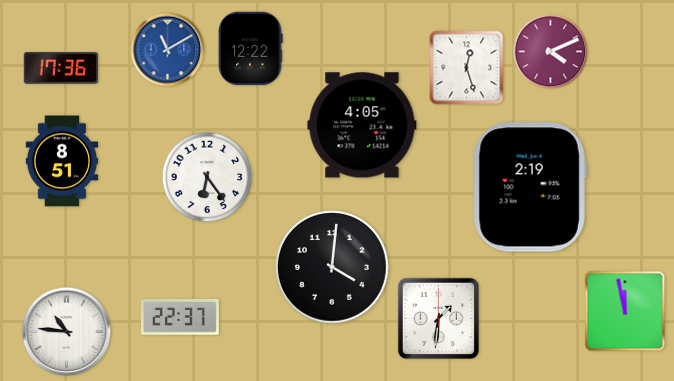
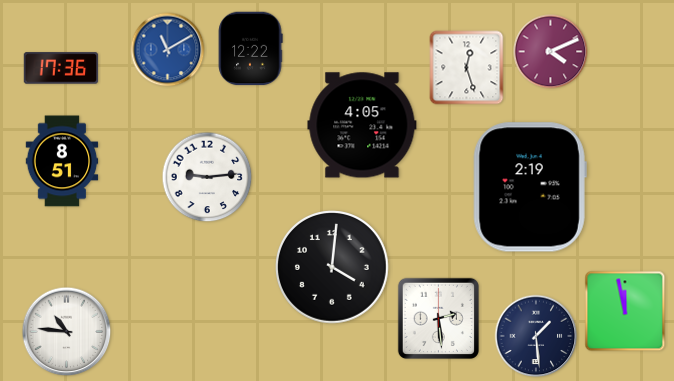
clock at (207, 177): 6:24 -> 9:14
clock at (180, 317): 22:37 -> none
clock at (438, 318): 1:31 -> 2:29
clock at (536, 336): none -> 1:29
